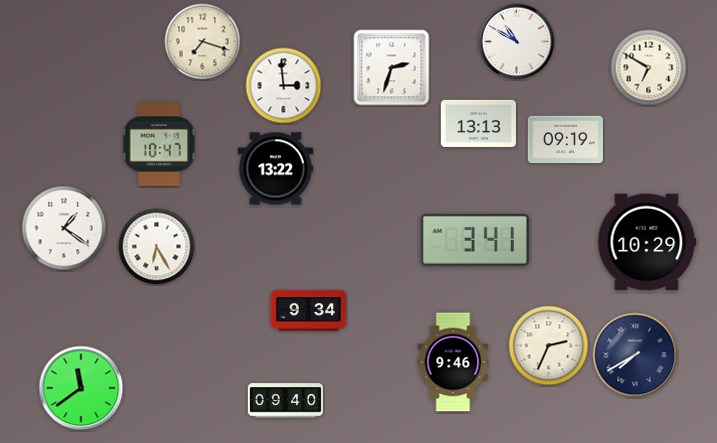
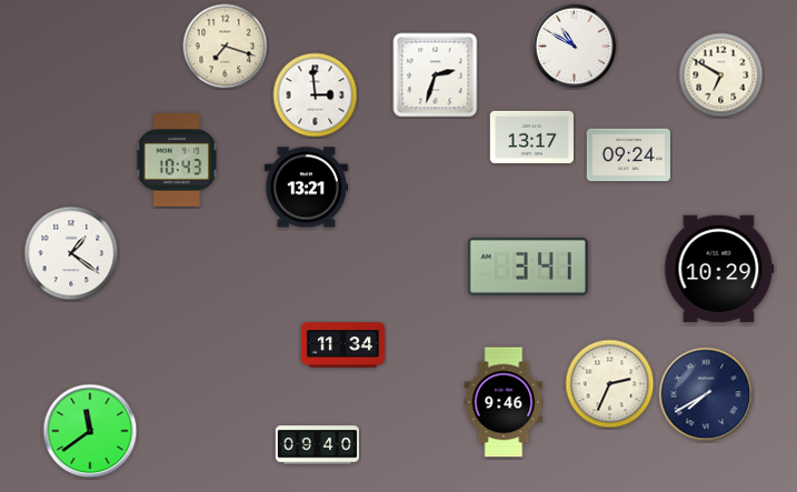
clock at (478, 123): 13:13 -> 13:17
clock at (565, 140): 09:19 -> 09:24
clock at (159, 144): 10:47 -> 10:43
clock at (275, 169): 13:22 -> 13:21
clock at (157, 247): 6:25 -> none
clock at (308, 311): 9:34 -> 11:34
